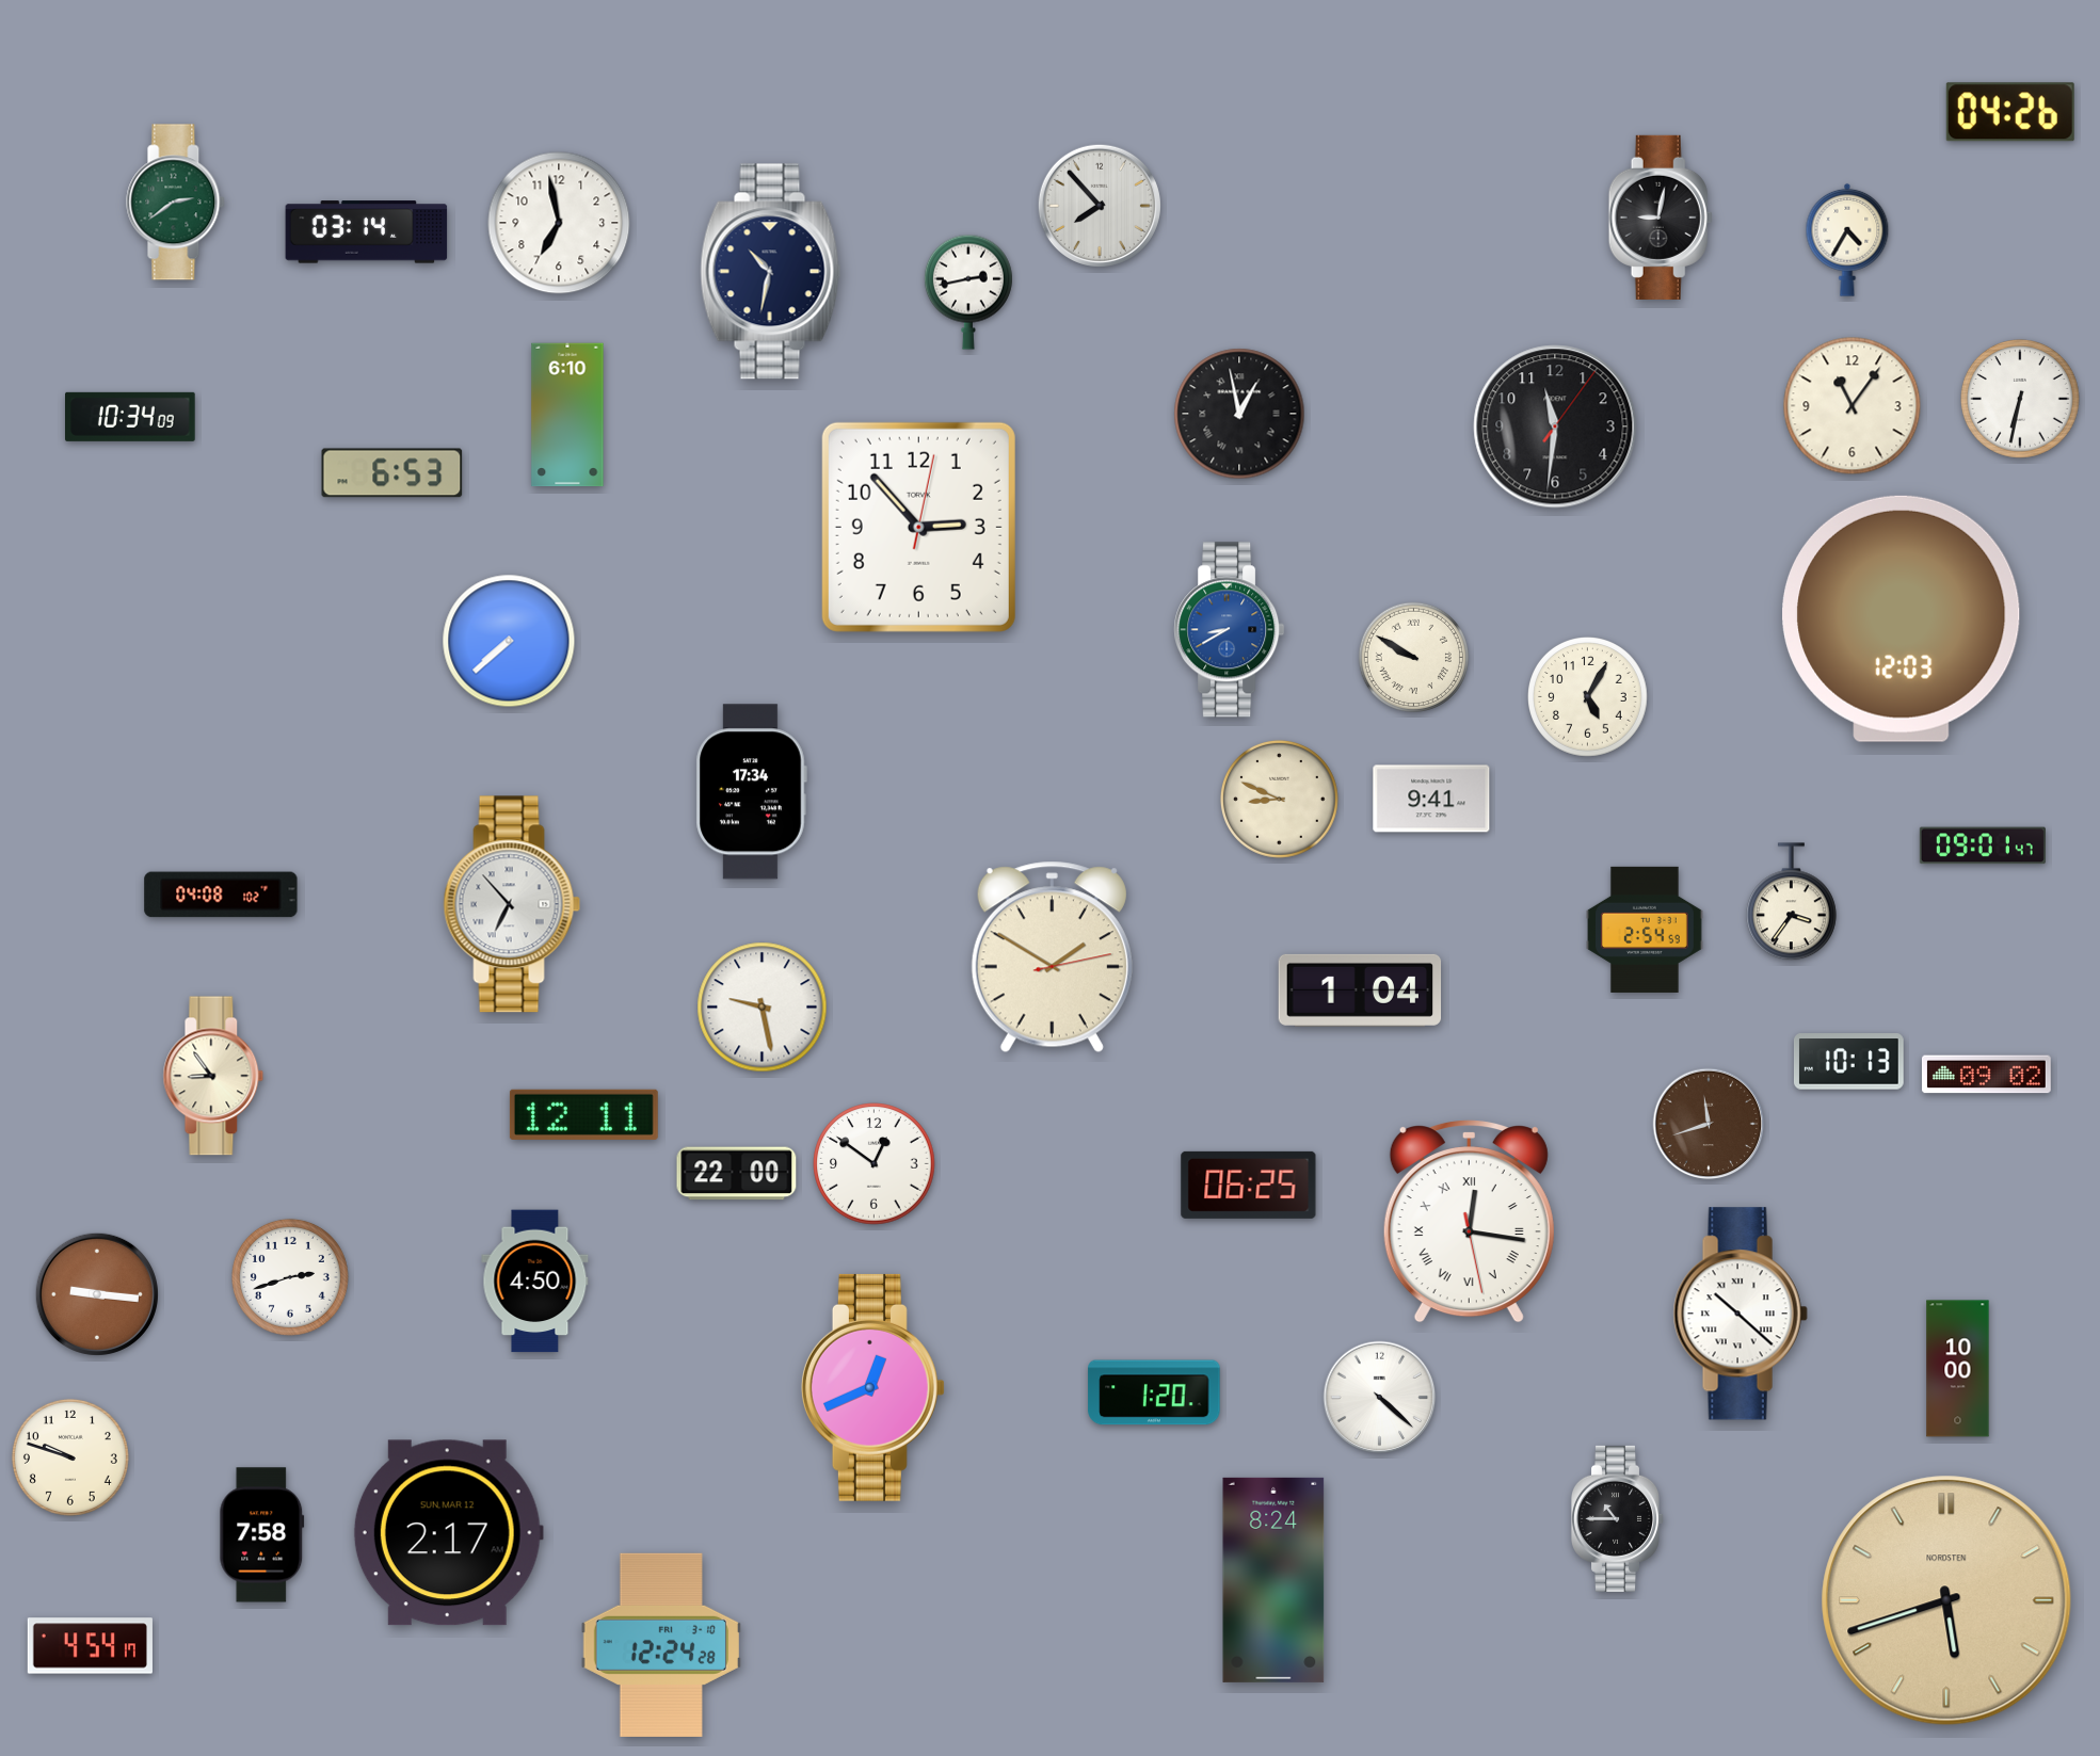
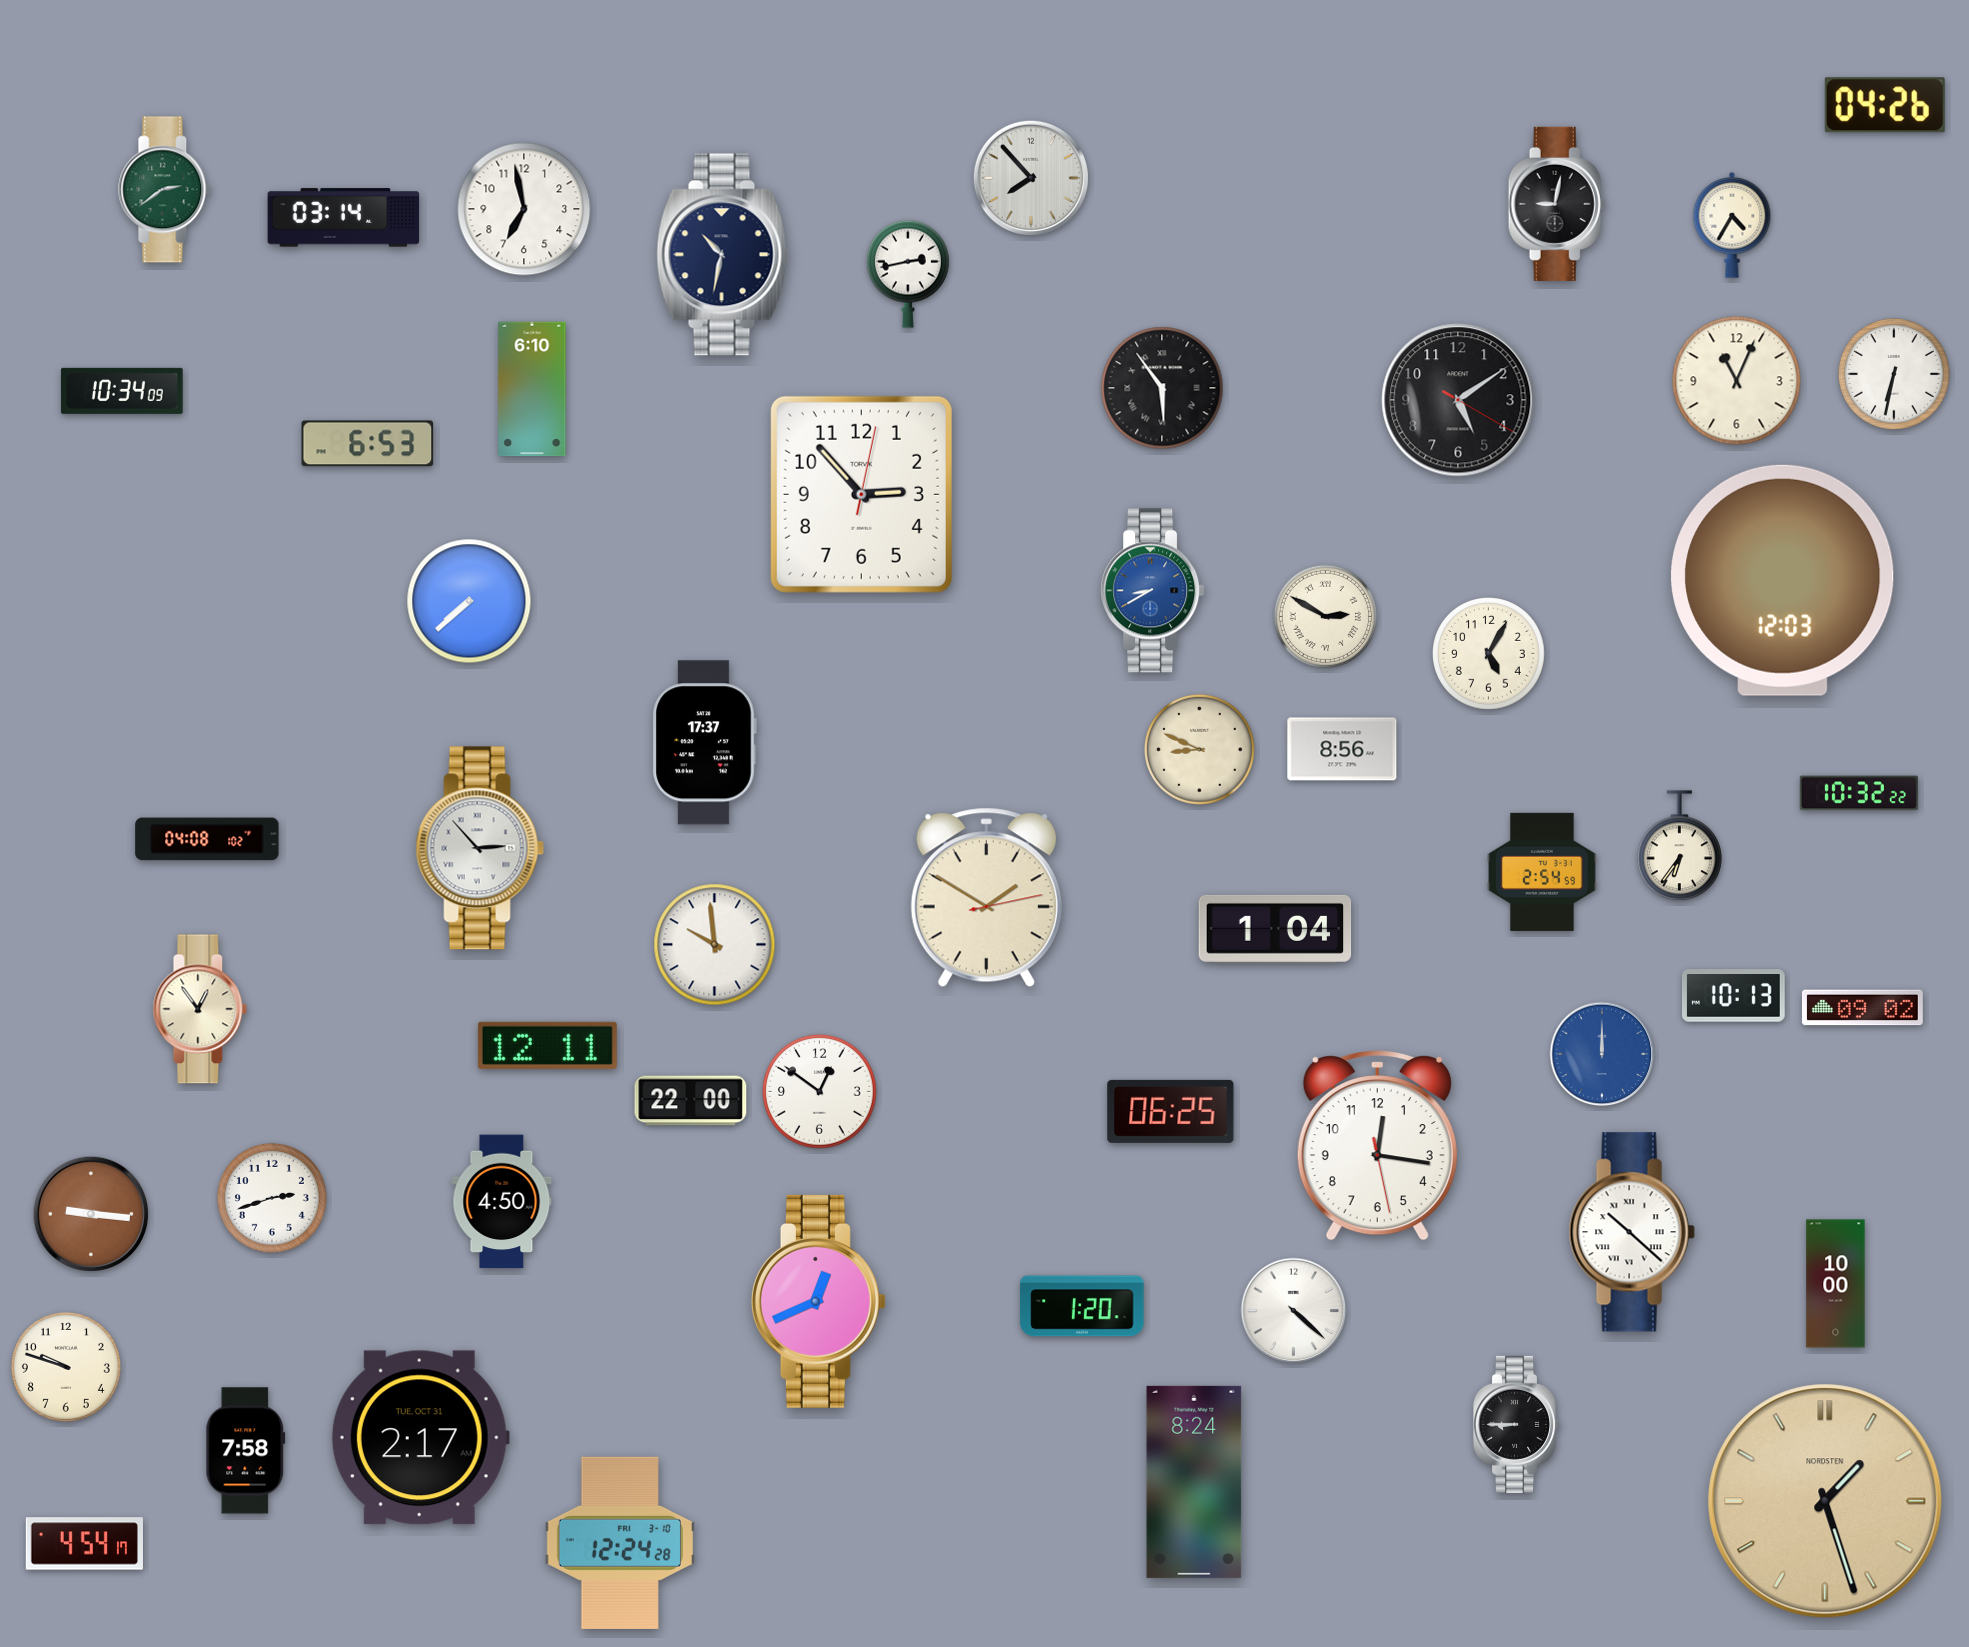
clock at (1100, 206) position: (1100, 206) -> (1031, 178)
clock at (1853, 406): 11:06 -> 11:04
clock at (1239, 414): 12:58 -> 5:54
clock at (1555, 426): 11:31 -> 5:09
clock at (509, 641) position: (509, 641) -> (469, 601)
clock at (1413, 657): 9:50 -> 2:50
clock at (751, 792): 17:34 -> 17:37
clock at (1431, 799): 9:41 -> 8:56
clock at (1983, 845): 09:01 -> 10:32
clock at (1791, 902): 3:36 -> 6:36
clock at (512, 904): 6:53 -> 2:53
clock at (763, 1008): 9:28 -> 9:59
clock at (213, 1076): 8:54 -> 12:54
clock at (1709, 1124): 11:42 -> 12:00
clock at (1709, 1124) dial: brown -> blue
clock at (1469, 1222) numerals: Roman -> Arabic
clock at (1617, 1518): 10:45 -> 8:45
clock at (448, 1533) date: SUN, MAR 12 -> TUE, OCT 31
clock at (262, 1535) position: (262, 1535) -> (246, 1451)
clock at (1946, 1600): 5:42 -> 1:27
